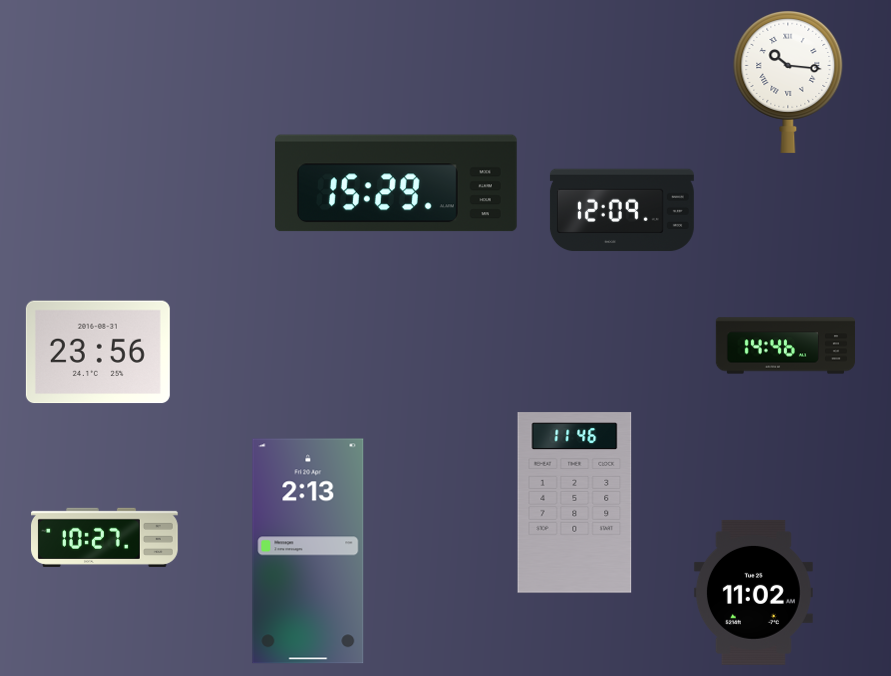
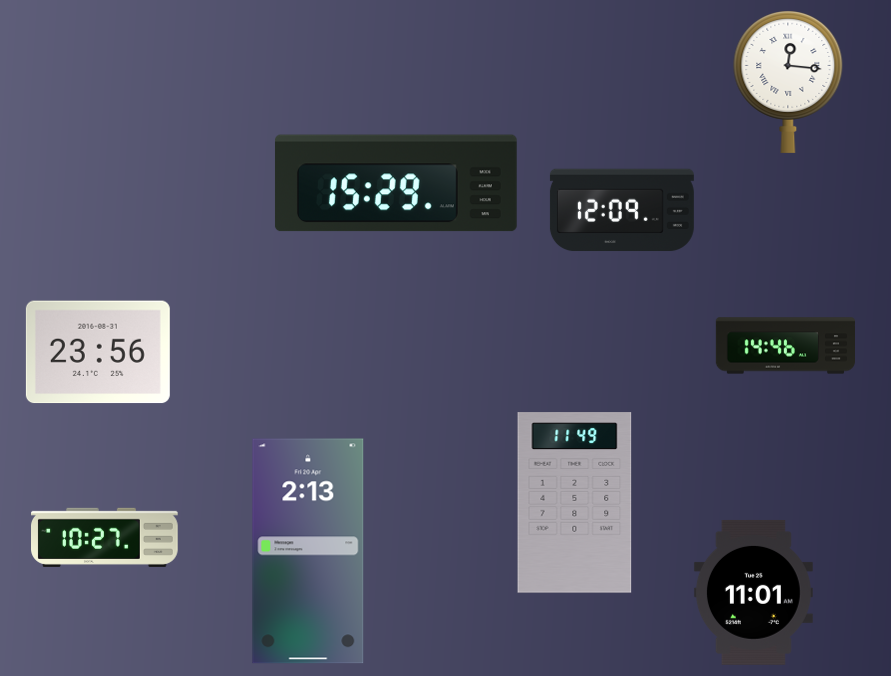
clock at (788, 82): 10:16 -> 12:16
clock at (575, 503): 11:46 -> 11:49
clock at (753, 592): 11:02 -> 11:01
